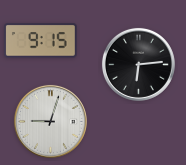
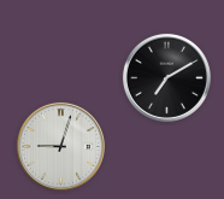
clock at (41, 41): 9:15 -> none
clock at (138, 64): 6:14 -> 7:10
